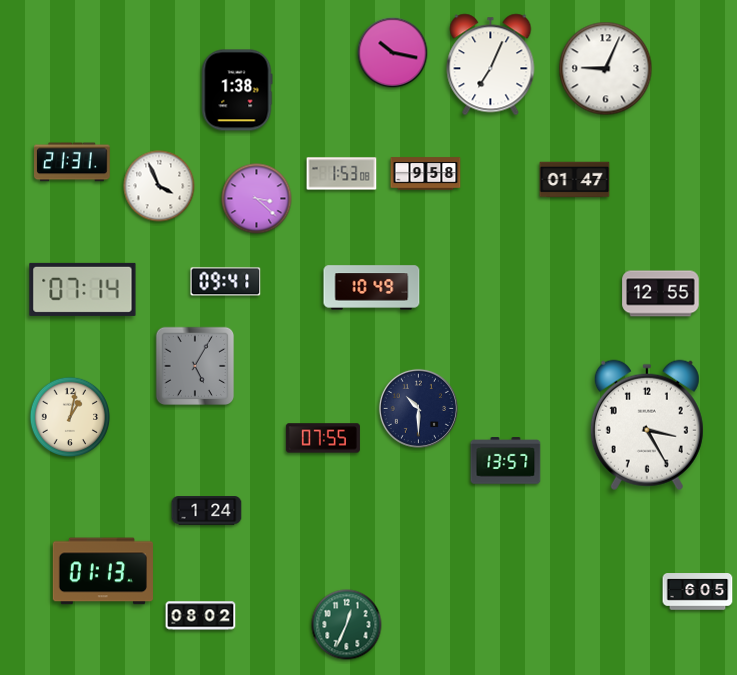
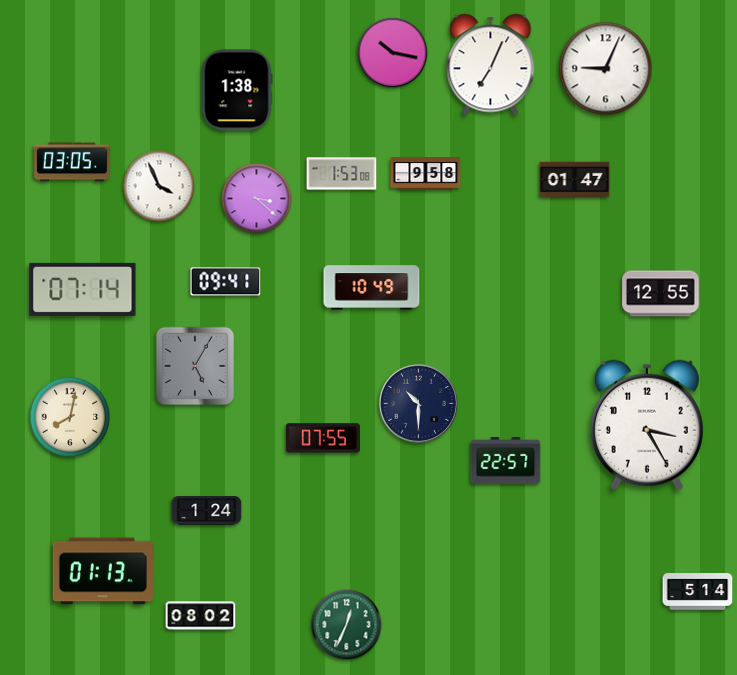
clock at (73, 162): 21:31 -> 03:05
clock at (418, 408) position: (418, 408) -> (418, 403)
clock at (70, 417): 1:02 -> 8:02
clock at (506, 461): 13:57 -> 22:57
clock at (698, 592): 6:05 -> 5:14
